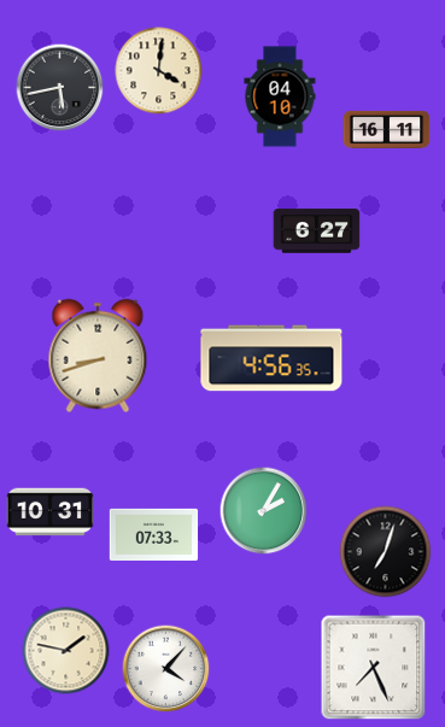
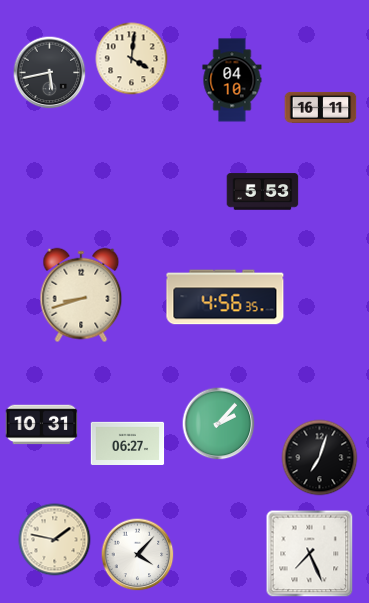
clock at (317, 231): 6:27 -> 5:53
clock at (264, 511): 2:05 -> 2:07
clock at (154, 535): 07:33 -> 06:27
